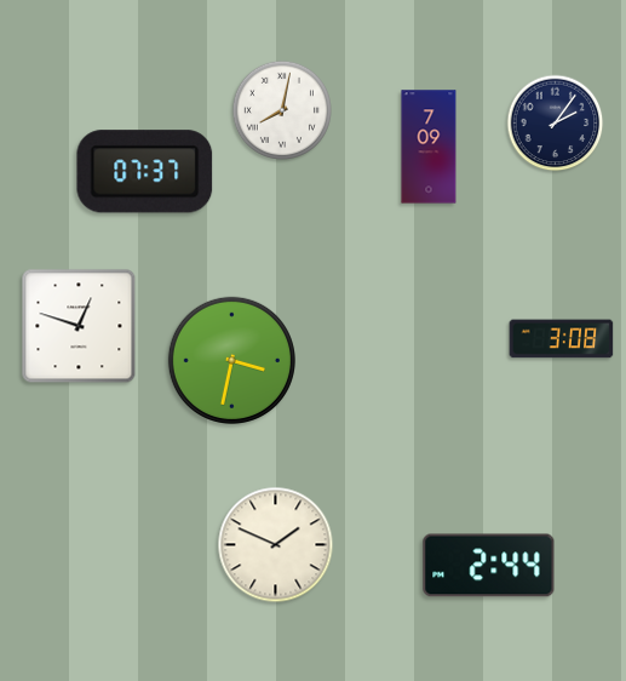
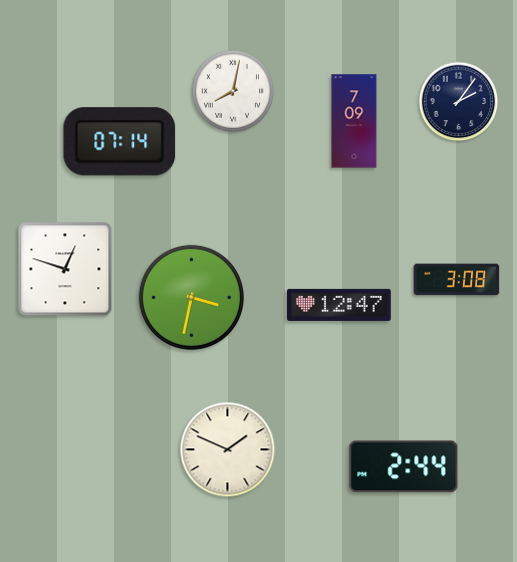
clock at (145, 172): 07:37 -> 07:14
clock at (562, 339) position: (562, 339) -> (457, 280)
clock at (339, 305): none -> 12:47
